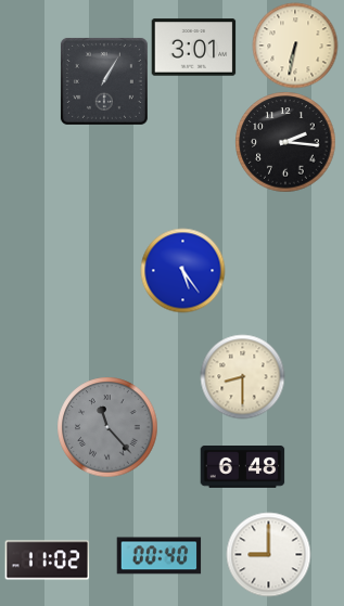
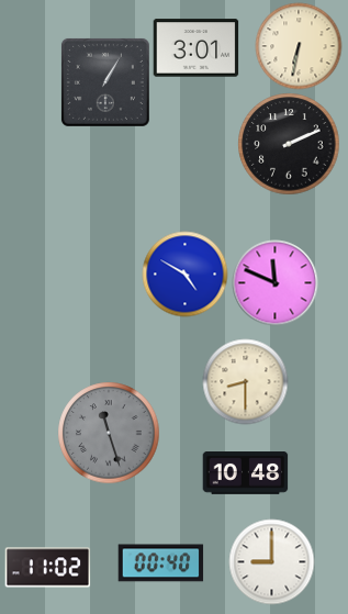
clock at (285, 142): 2:16 -> 2:11
clock at (182, 270): 5:24 -> 4:50
clock at (274, 282): none -> 11:49
clock at (107, 427): 11:23 -> 11:27
clock at (242, 467): 6:48 -> 10:48
